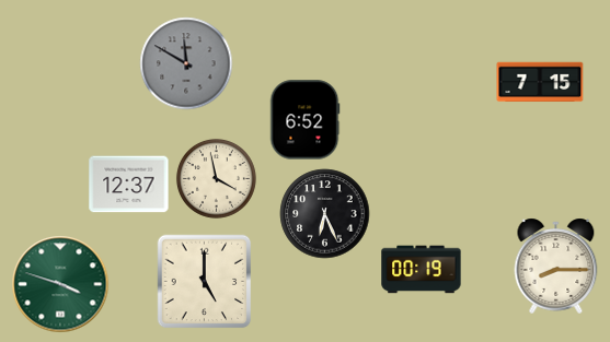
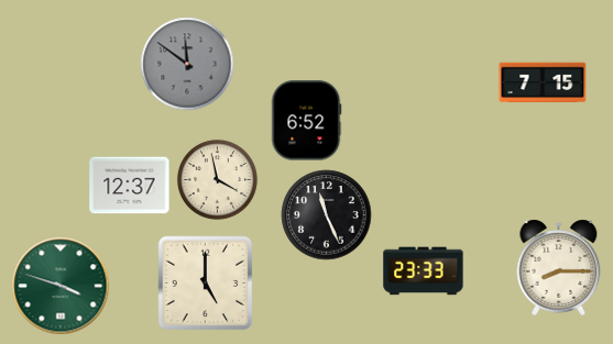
clock at (186, 63): 11:50 -> 11:51
clock at (325, 214): 6:26 -> 11:26
clock at (422, 270): 00:19 -> 23:33
